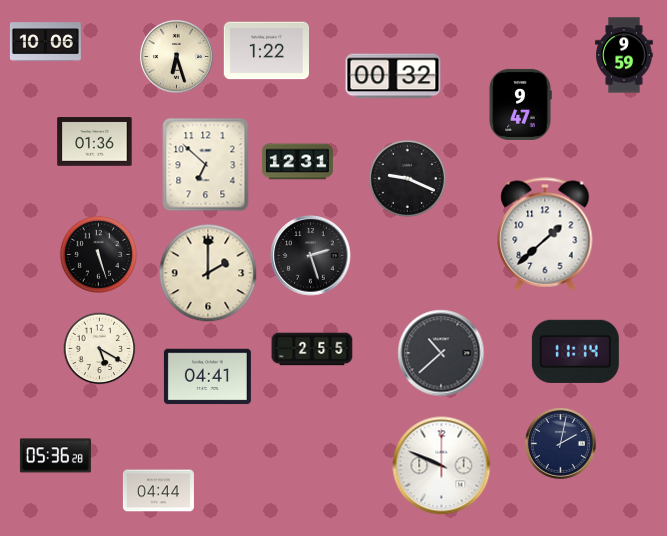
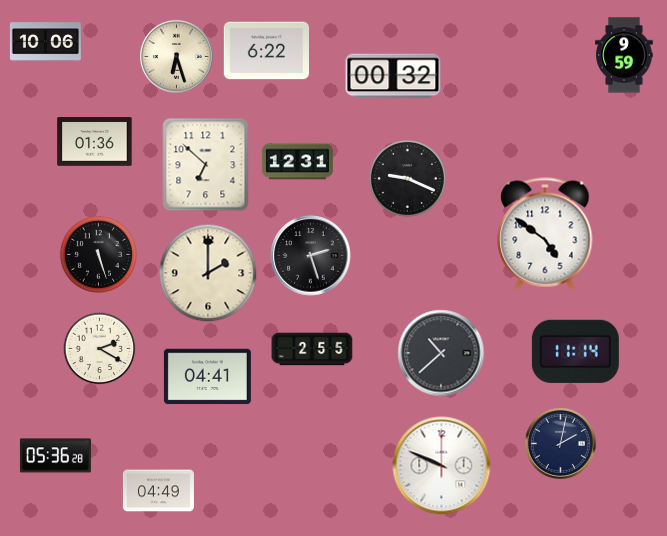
clock at (266, 51): 1:22 -> 6:22
clock at (520, 104): 9:47 -> none
clock at (545, 234): 1:38 -> 4:51
clock at (100, 349): 5:20 -> 2:20
clock at (158, 491): 04:44 -> 04:49
